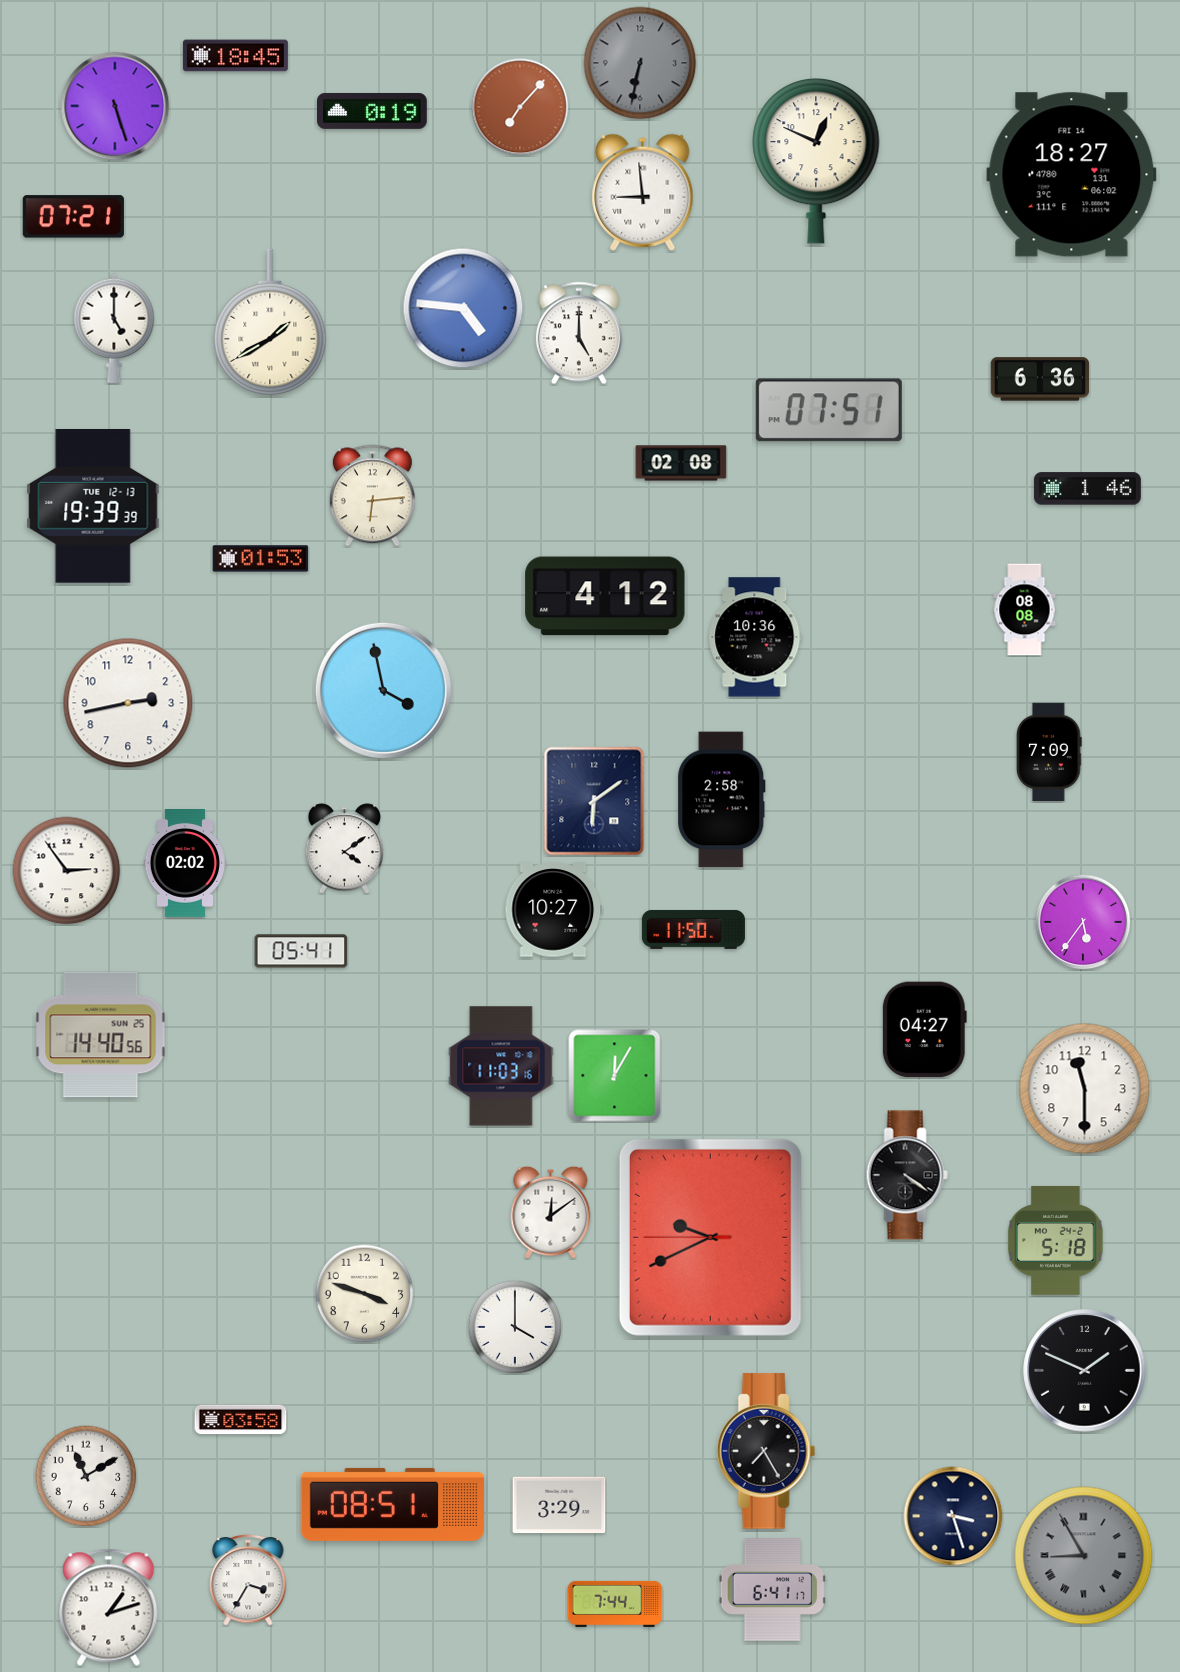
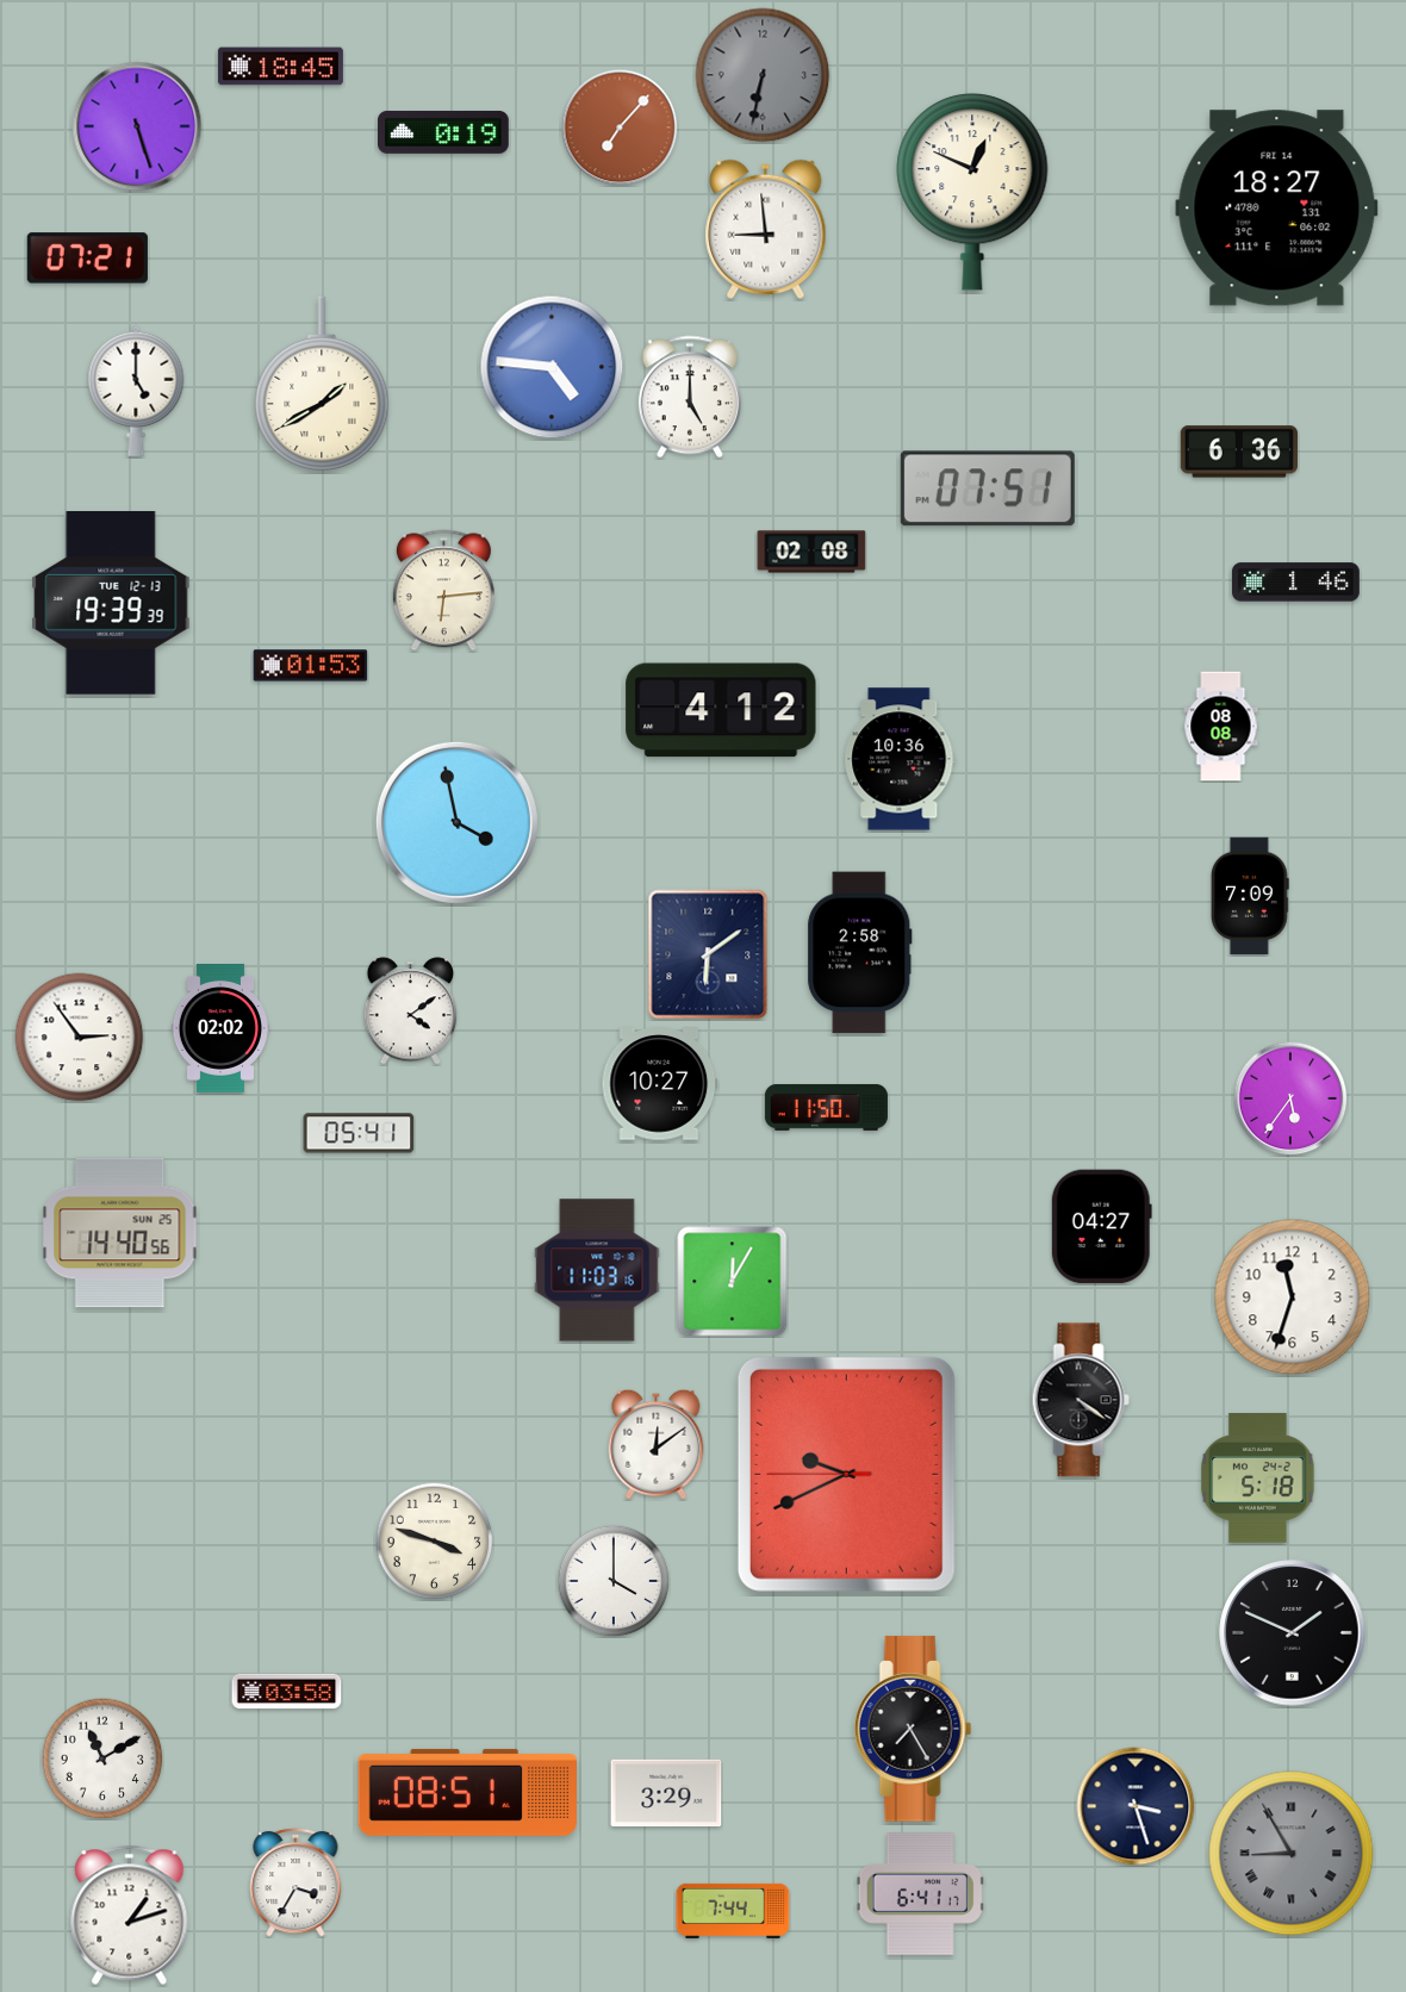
clock at (128, 703): 2:43 -> none
clock at (1085, 1089): 11:30 -> 11:33
